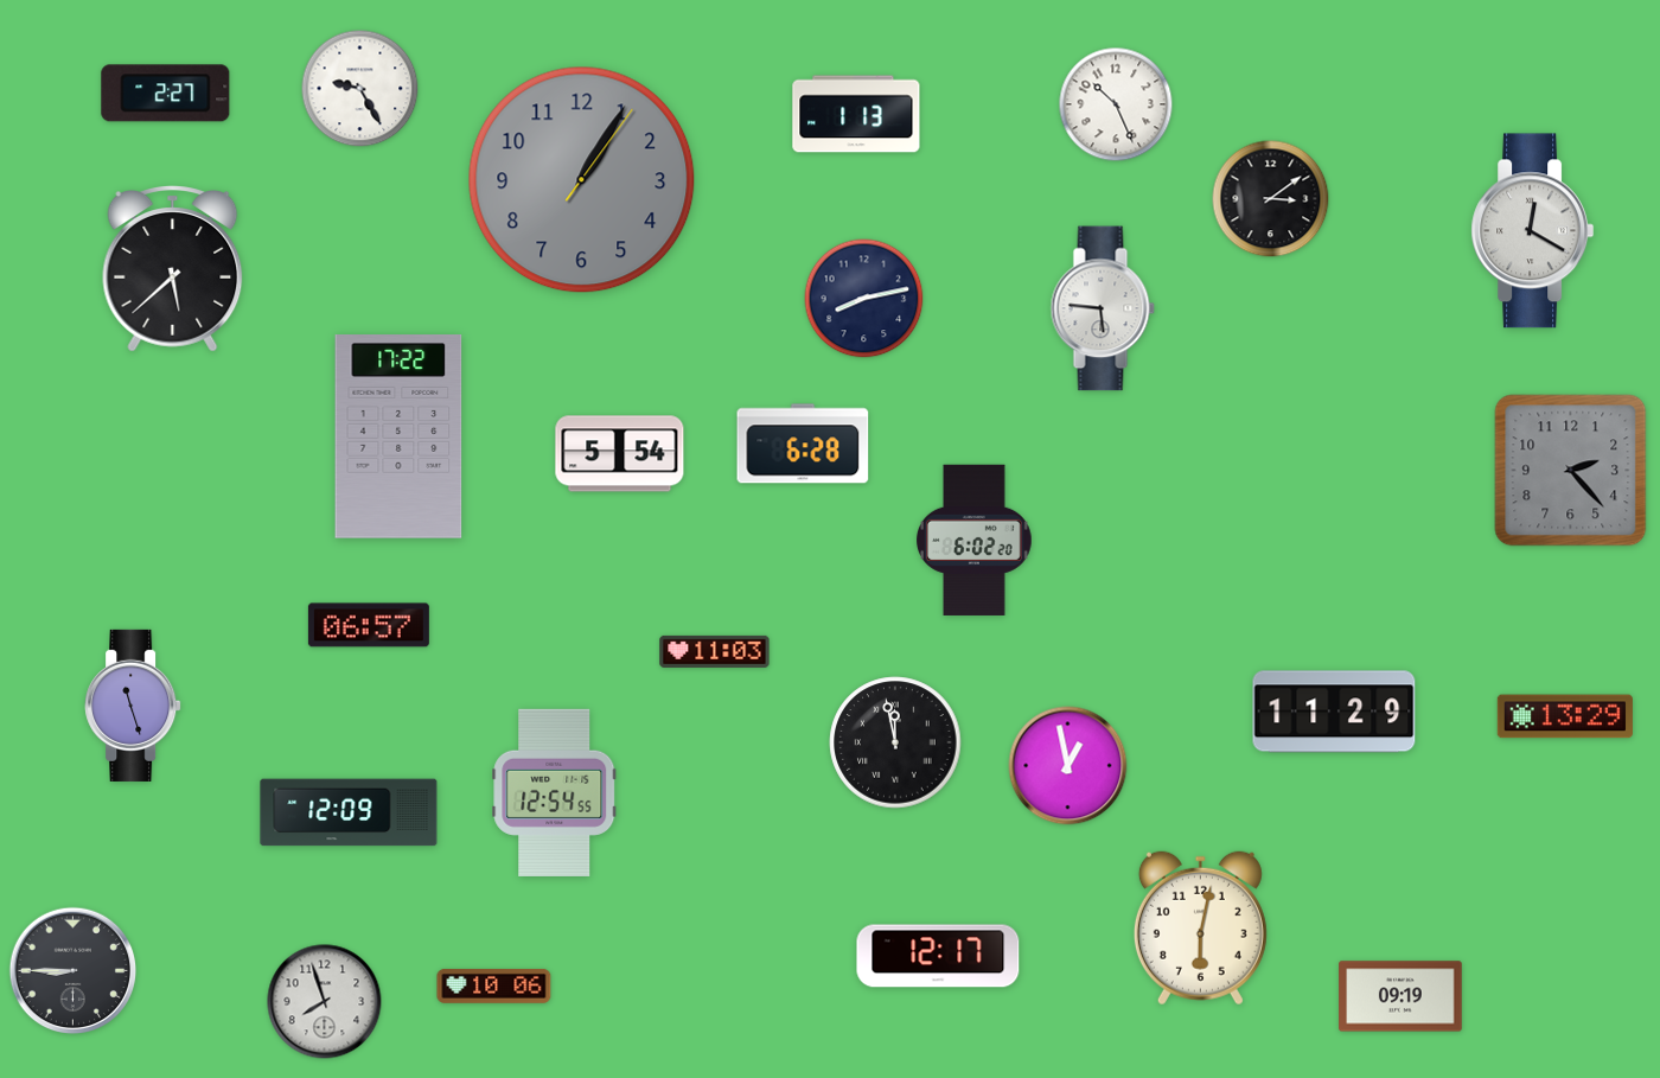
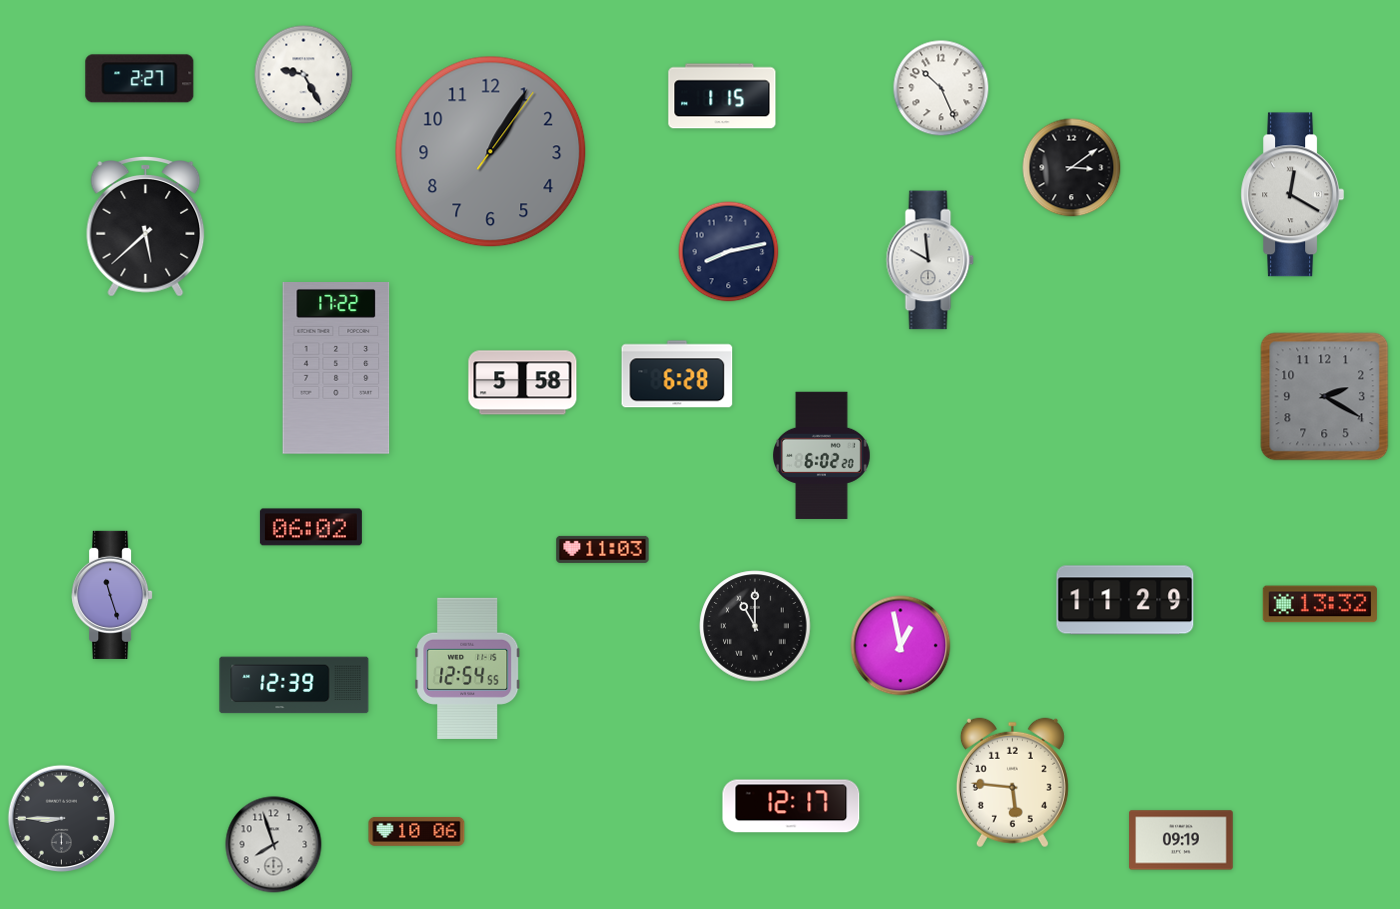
clock at (856, 114): 1:13 -> 1:15
clock at (1103, 308): 5:46 -> 9:59
clock at (620, 454): 5:54 -> 5:58
clock at (1571, 471): 2:23 -> 2:20
clock at (369, 625): 06:57 -> 06:02
clock at (1565, 716): 13:29 -> 13:32
clock at (895, 742): 11:58 -> 11:00
clock at (349, 812): 12:09 -> 12:39
clock at (1200, 929): 6:02 -> 5:46
